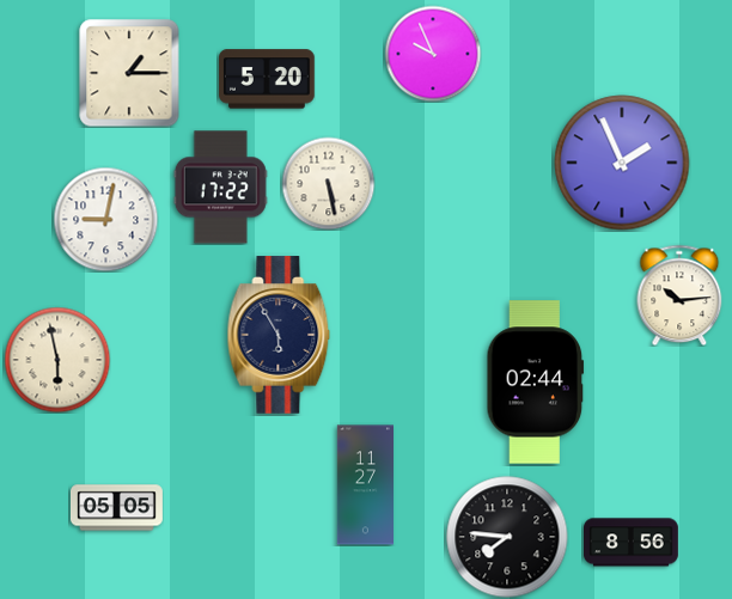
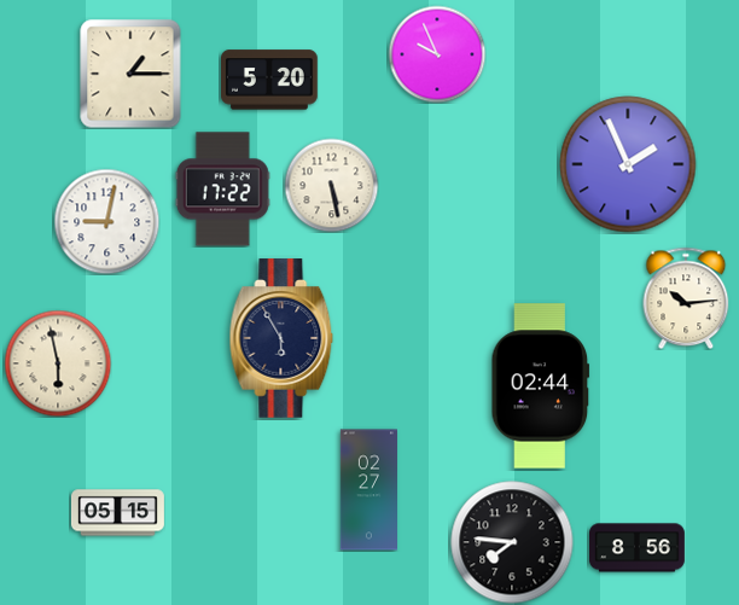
clock at (365, 485): 11:27 -> 02:27
clock at (116, 508): 05:05 -> 05:15
